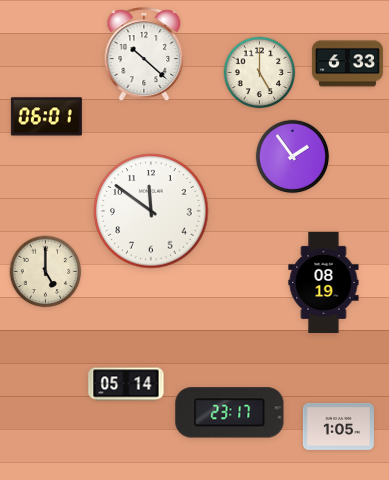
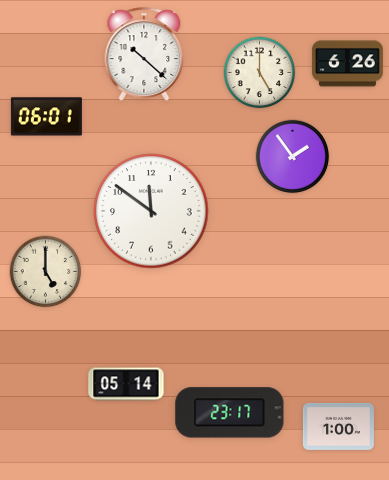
clock at (347, 64): 6:33 -> 6:26
clock at (324, 282): 08:19 -> none
clock at (338, 426): 1:05 -> 1:00
